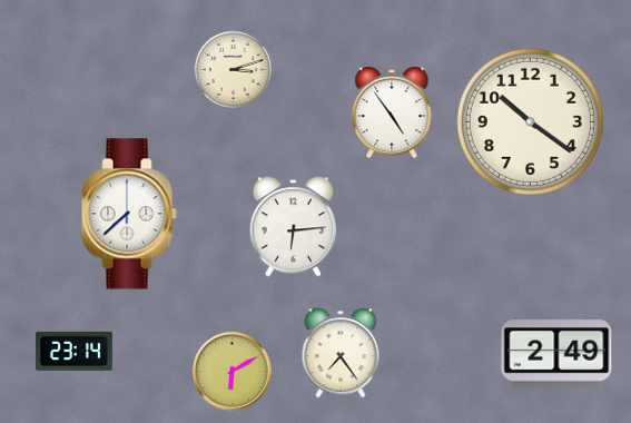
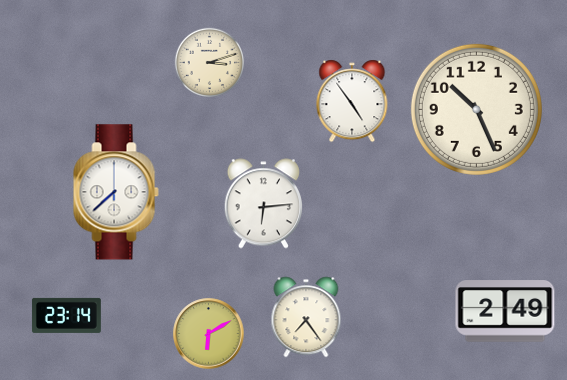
clock at (530, 121): 10:21 -> 10:26
clock at (556, 354) position: (556, 354) -> (505, 311)
